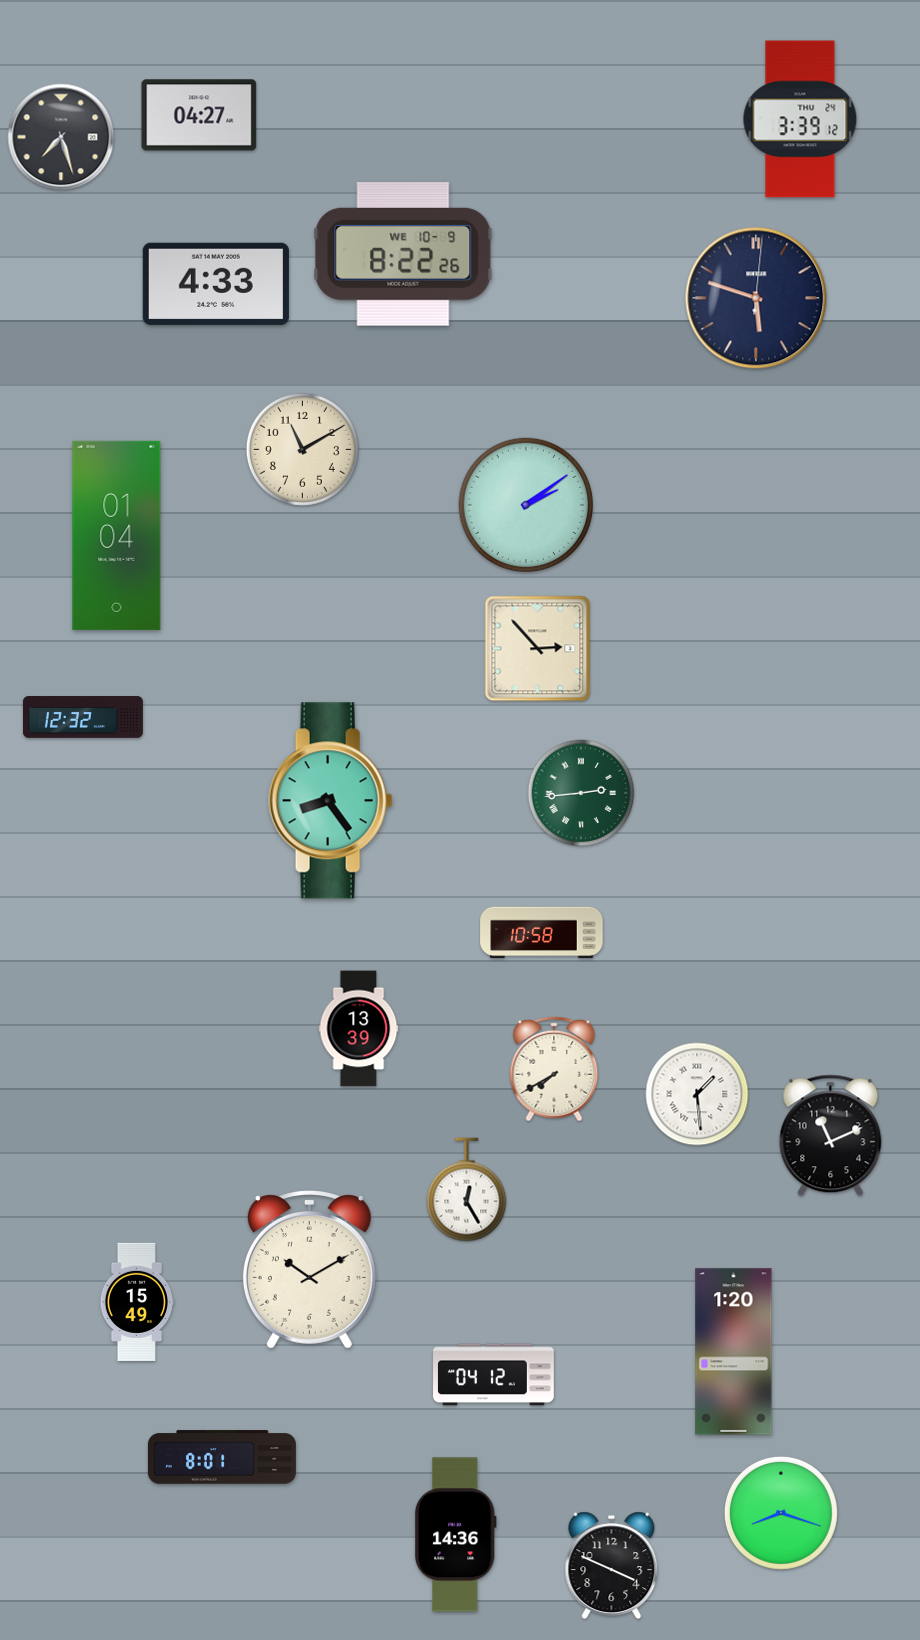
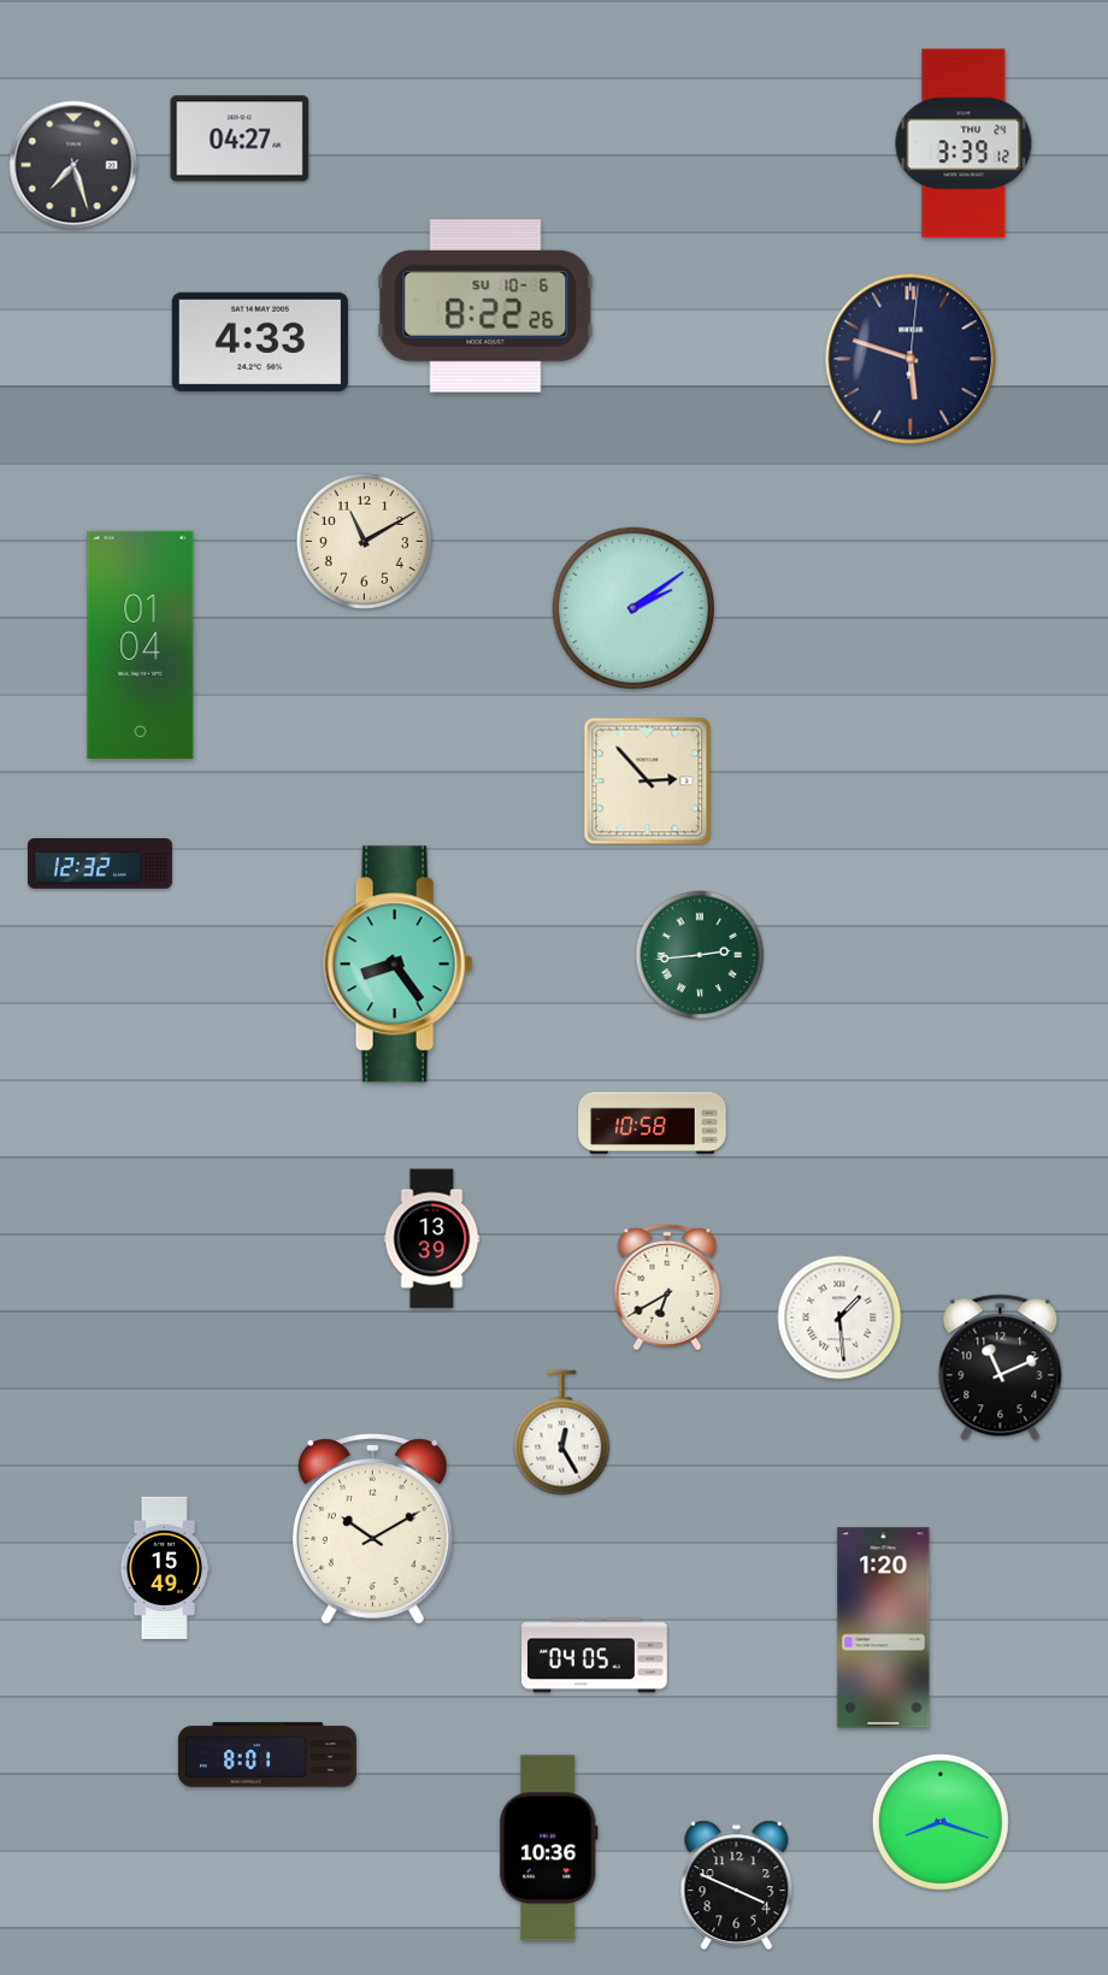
clock at (403, 254) date: WE 10-9 -> SU 10-6
clock at (554, 1069): 7:40 -> 6:40
clock at (494, 1375): 04:12 -> 04:05
clock at (455, 1535): 14:36 -> 10:36
